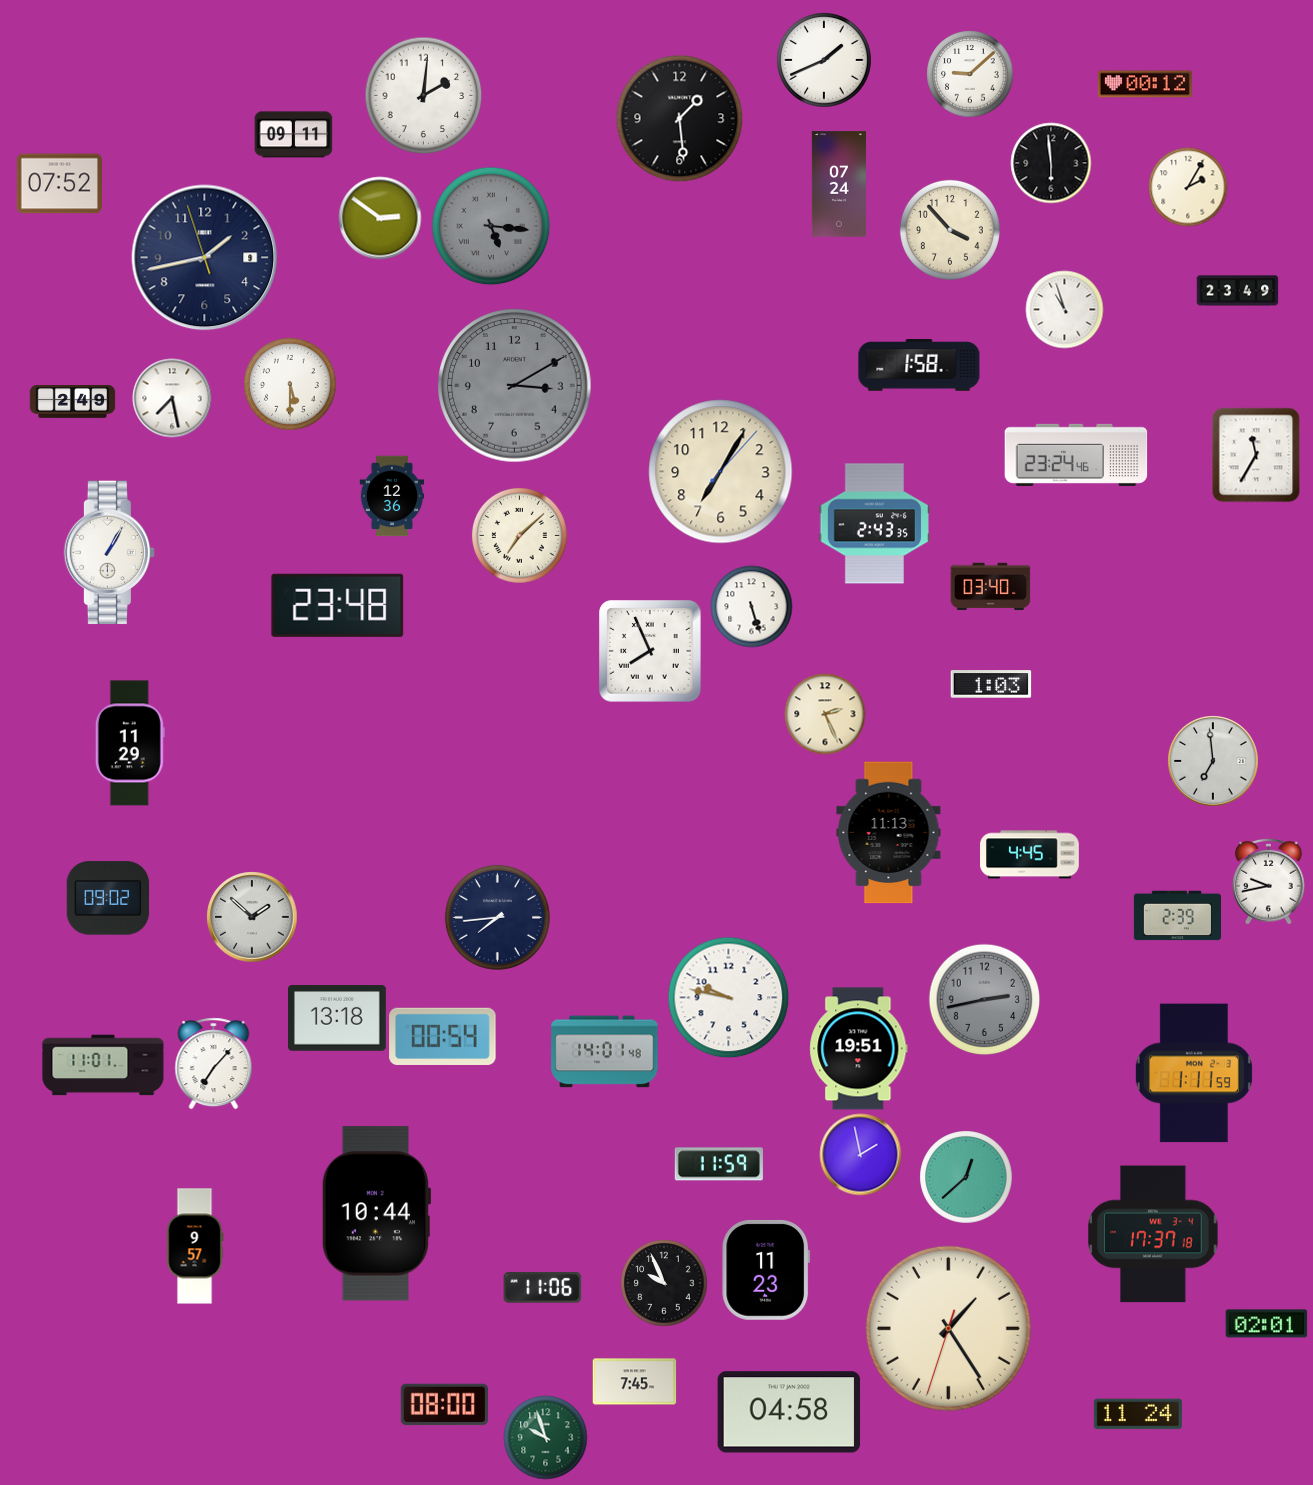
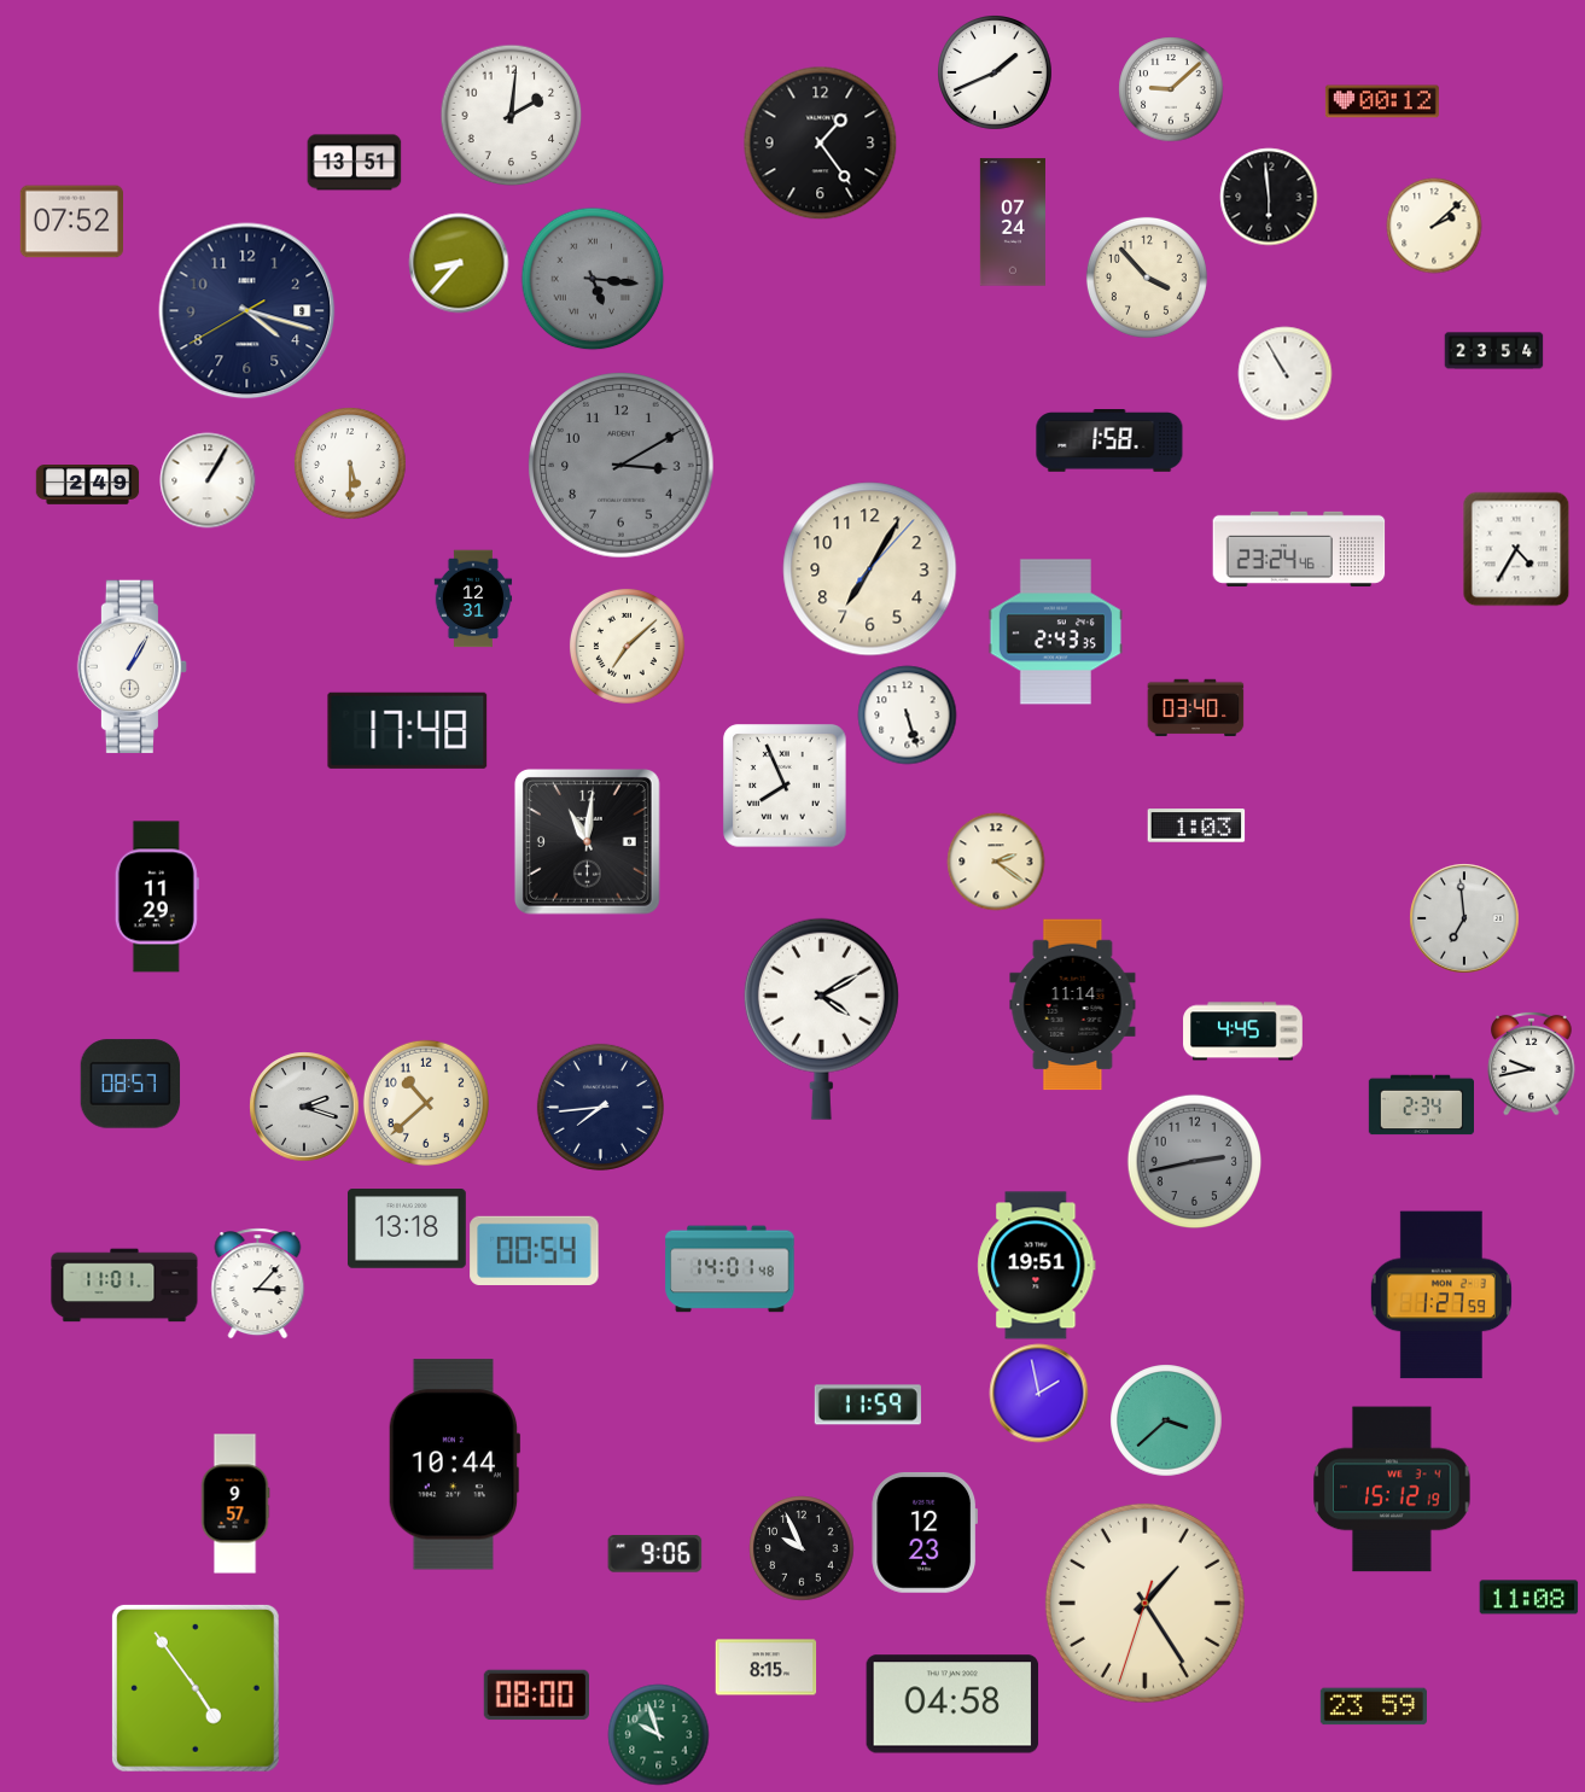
clock at (679, 118): 1:29 -> 1:24
clock at (293, 135): 09:11 -> 13:51
clock at (1188, 187): 2:05 -> 2:08
clock at (380, 218): 2:51 -> 8:37
clock at (491, 226) position: (491, 226) -> (593, 279)
clock at (205, 258): 1:42 -> 4:17
clock at (1237, 291): 23:49 -> 23:54
clock at (1064, 309): 10:57 -> 10:55
clock at (172, 398): 7:28 -> 1:05
clock at (1256, 455): 11:35 -> 4:35
clock at (392, 496): 12:36 -> 12:31
clock at (338, 605): 23:48 -> 17:48
clock at (751, 606) position: (751, 606) -> (907, 714)
clock at (587, 841): none -> 11:01
clock at (825, 714): 2:26 -> 2:21
clock at (889, 833): 11:13 -> 11:14
clock at (821, 1018): none -> 4:10
clock at (108, 898): 09:02 -> 08:57
clock at (426, 1103): none -> 10:38
clock at (1177, 916): 2:39 -> 2:34
clock at (252, 917): 1:52 -> 2:18
clock at (728, 997): 9:47 -> none
clock at (984, 999) position: (984, 999) -> (1194, 1161)
clock at (214, 1063): 7:07 -> 3:07
clock at (1194, 1073): 1:11 -> 1:27
clock at (966, 1177): 12:38 -> 3:38
clock at (1153, 1234): 17:37 -> 15:12
clock at (765, 1270): 11:23 -> 12:23
clock at (542, 1288): 11:06 -> 9:06
clock at (1266, 1324): 02:01 -> 11:08
clock at (634, 1382): 7:45 -> 8:15
clock at (196, 1688): none -> 4:54
clock at (1138, 1414): 11:24 -> 23:59
